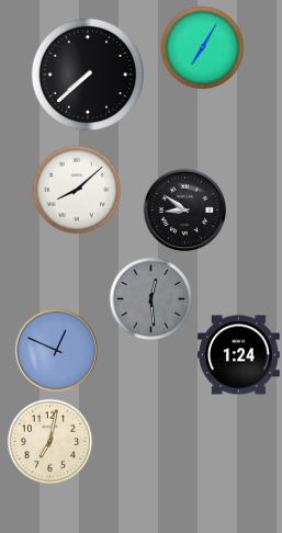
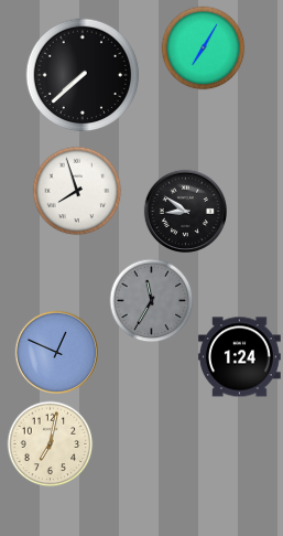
clock at (88, 75) position: (88, 75) -> (83, 75)
clock at (77, 190): 8:08 -> 7:57
clock at (151, 299): 12:29 -> 11:35
